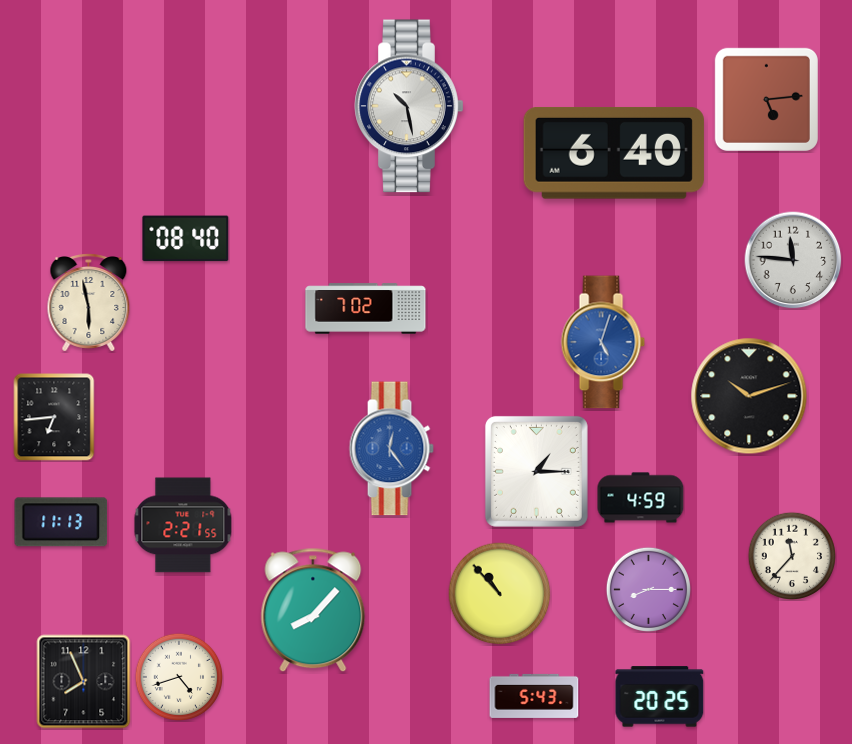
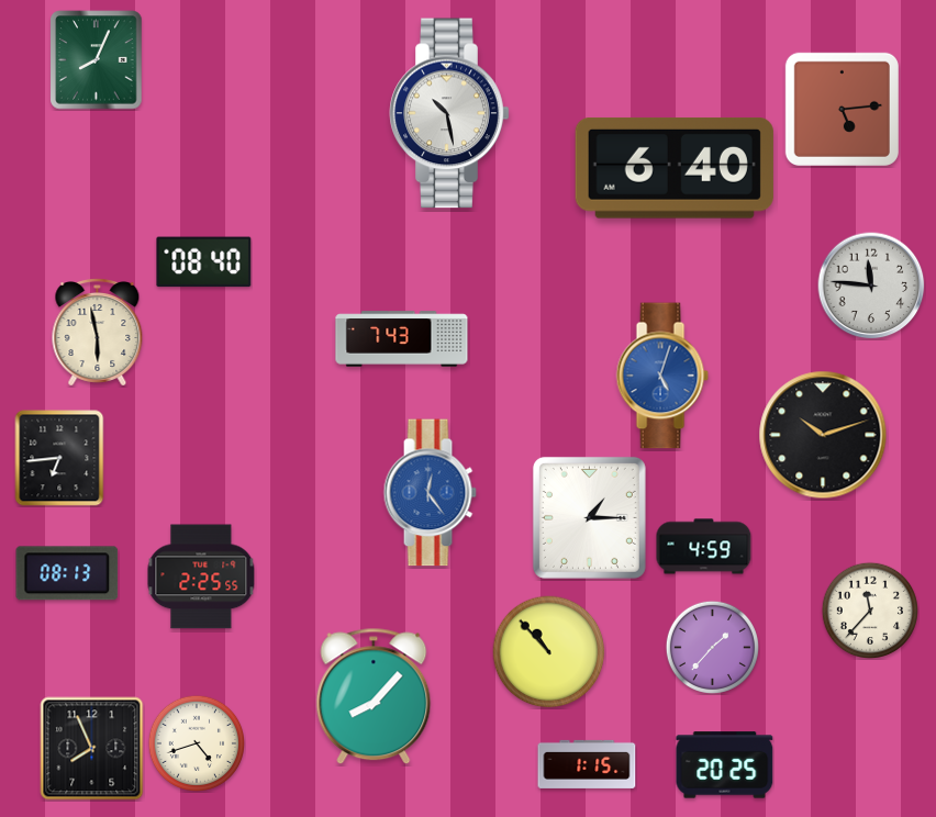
clock at (97, 60): none -> 8:04
clock at (409, 106) position: (409, 106) -> (449, 113)
clock at (366, 309): 7:02 -> 7:43
clock at (61, 522): 11:13 -> 08:13
clock at (183, 525): 2:21 -> 2:25
clock at (648, 589): 8:15 -> 1:37
clock at (313, 610) position: (313, 610) -> (374, 696)
clock at (534, 696): 5:43 -> 1:15
